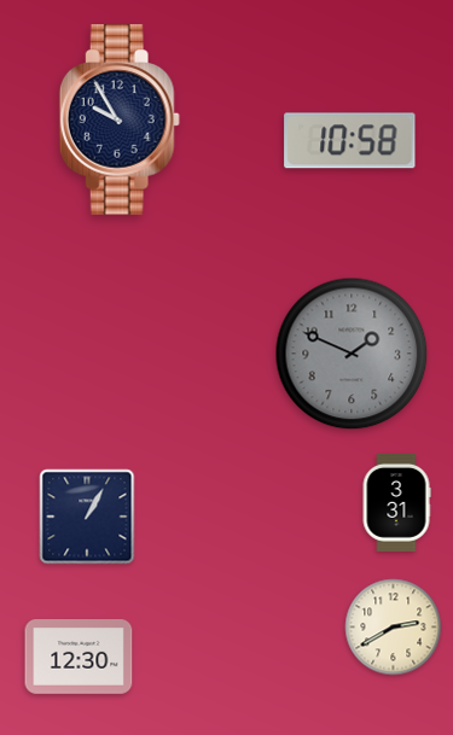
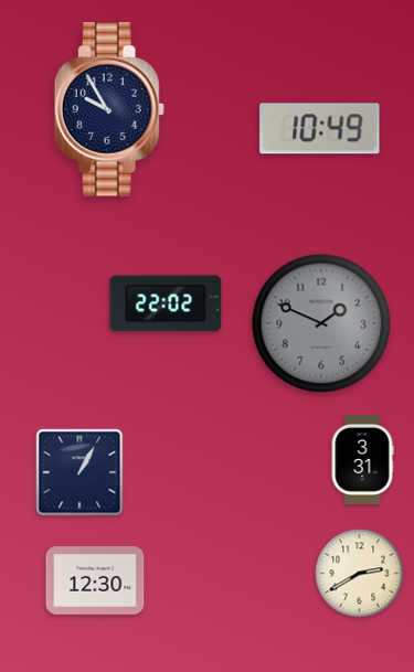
clock at (350, 141): 10:58 -> 10:49
clock at (166, 303): none -> 22:02
clock at (79, 658) position: (79, 658) -> (95, 582)
